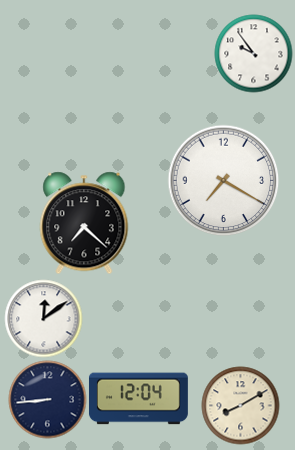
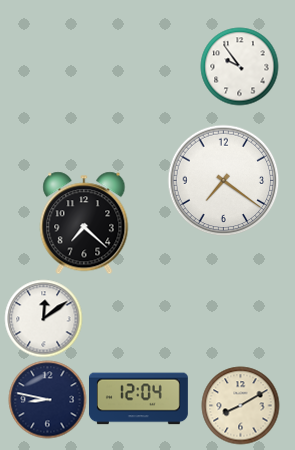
clock at (253, 53) position: (253, 53) -> (239, 66)
clock at (223, 180): 7:20 -> 7:21
clock at (47, 399): 8:44 -> 8:47
